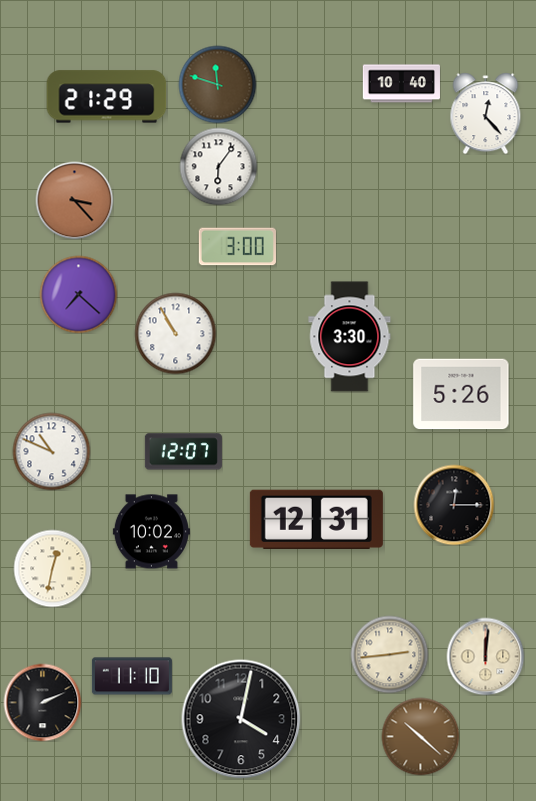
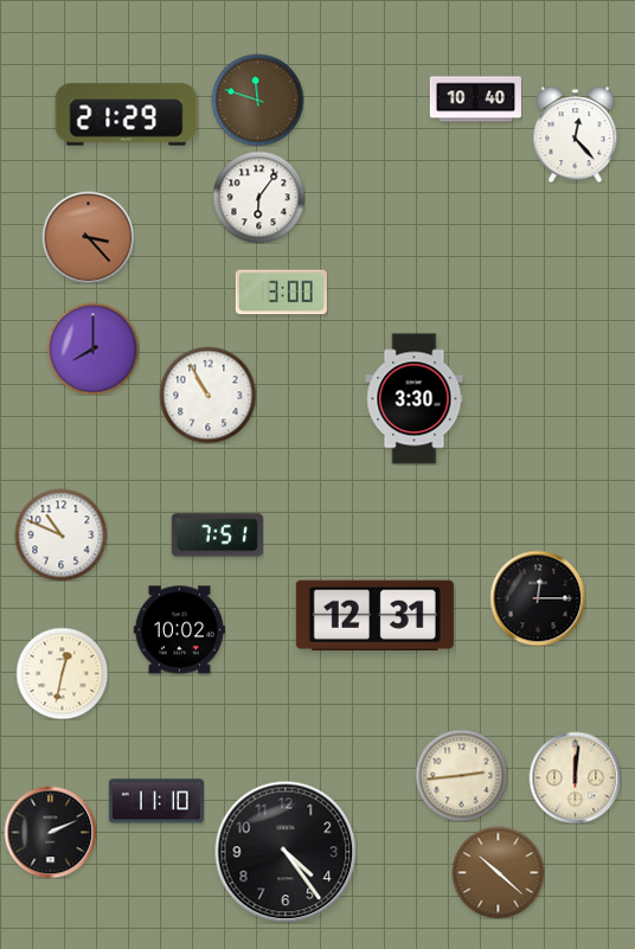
clock at (78, 294): 7:22 -> 8:00
clock at (461, 394): 5:26 -> none
clock at (183, 452): 12:07 -> 7:51
clock at (241, 719): 4:02 -> 4:24
